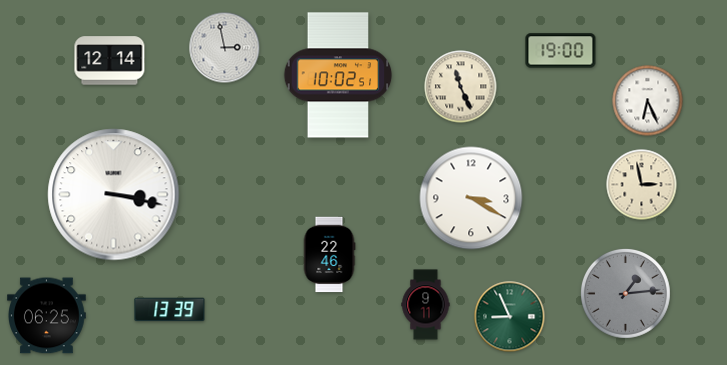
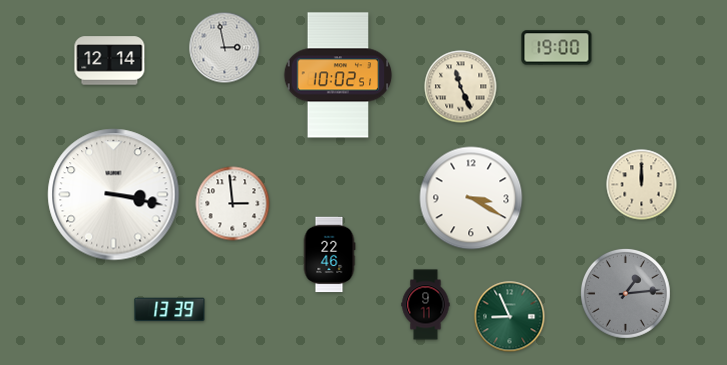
clock at (561, 51) position: (561, 51) -> (557, 48)
clock at (648, 101): 6:26 -> none
clock at (642, 185): 2:58 -> 12:00
clock at (233, 204): none -> 2:59
clock at (47, 316): 06:25 -> none
